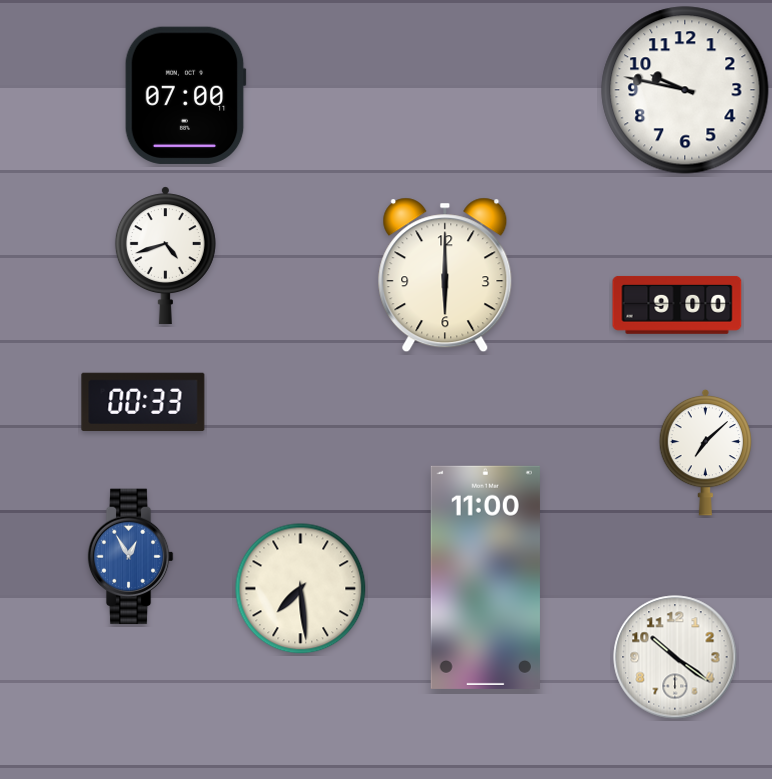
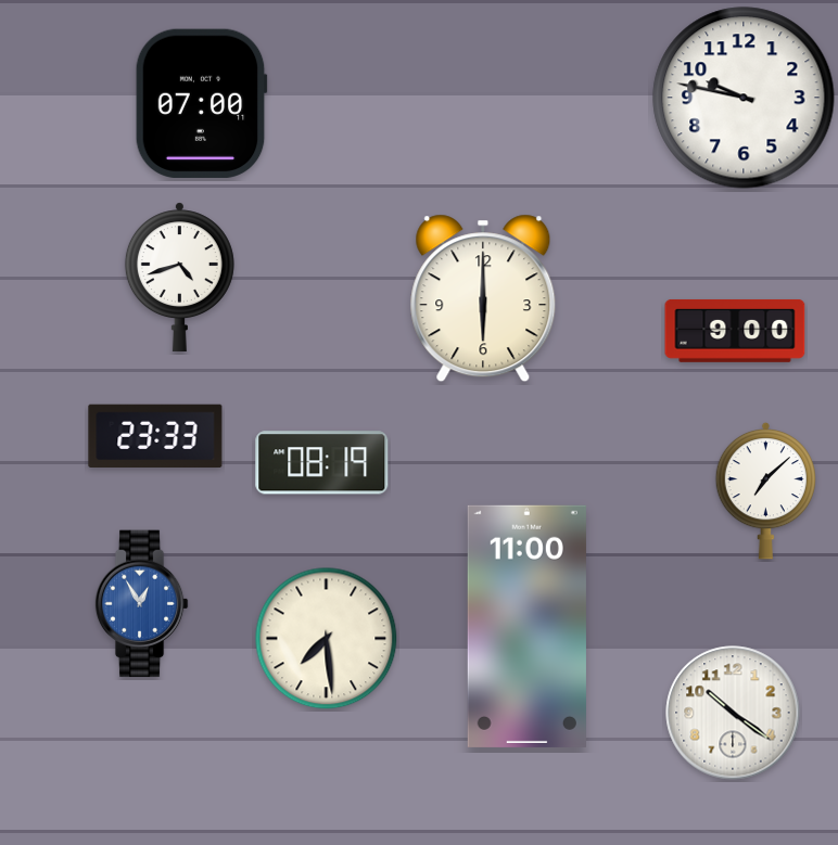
clock at (143, 401): 00:33 -> 23:33
clock at (322, 463): none -> 08:19
